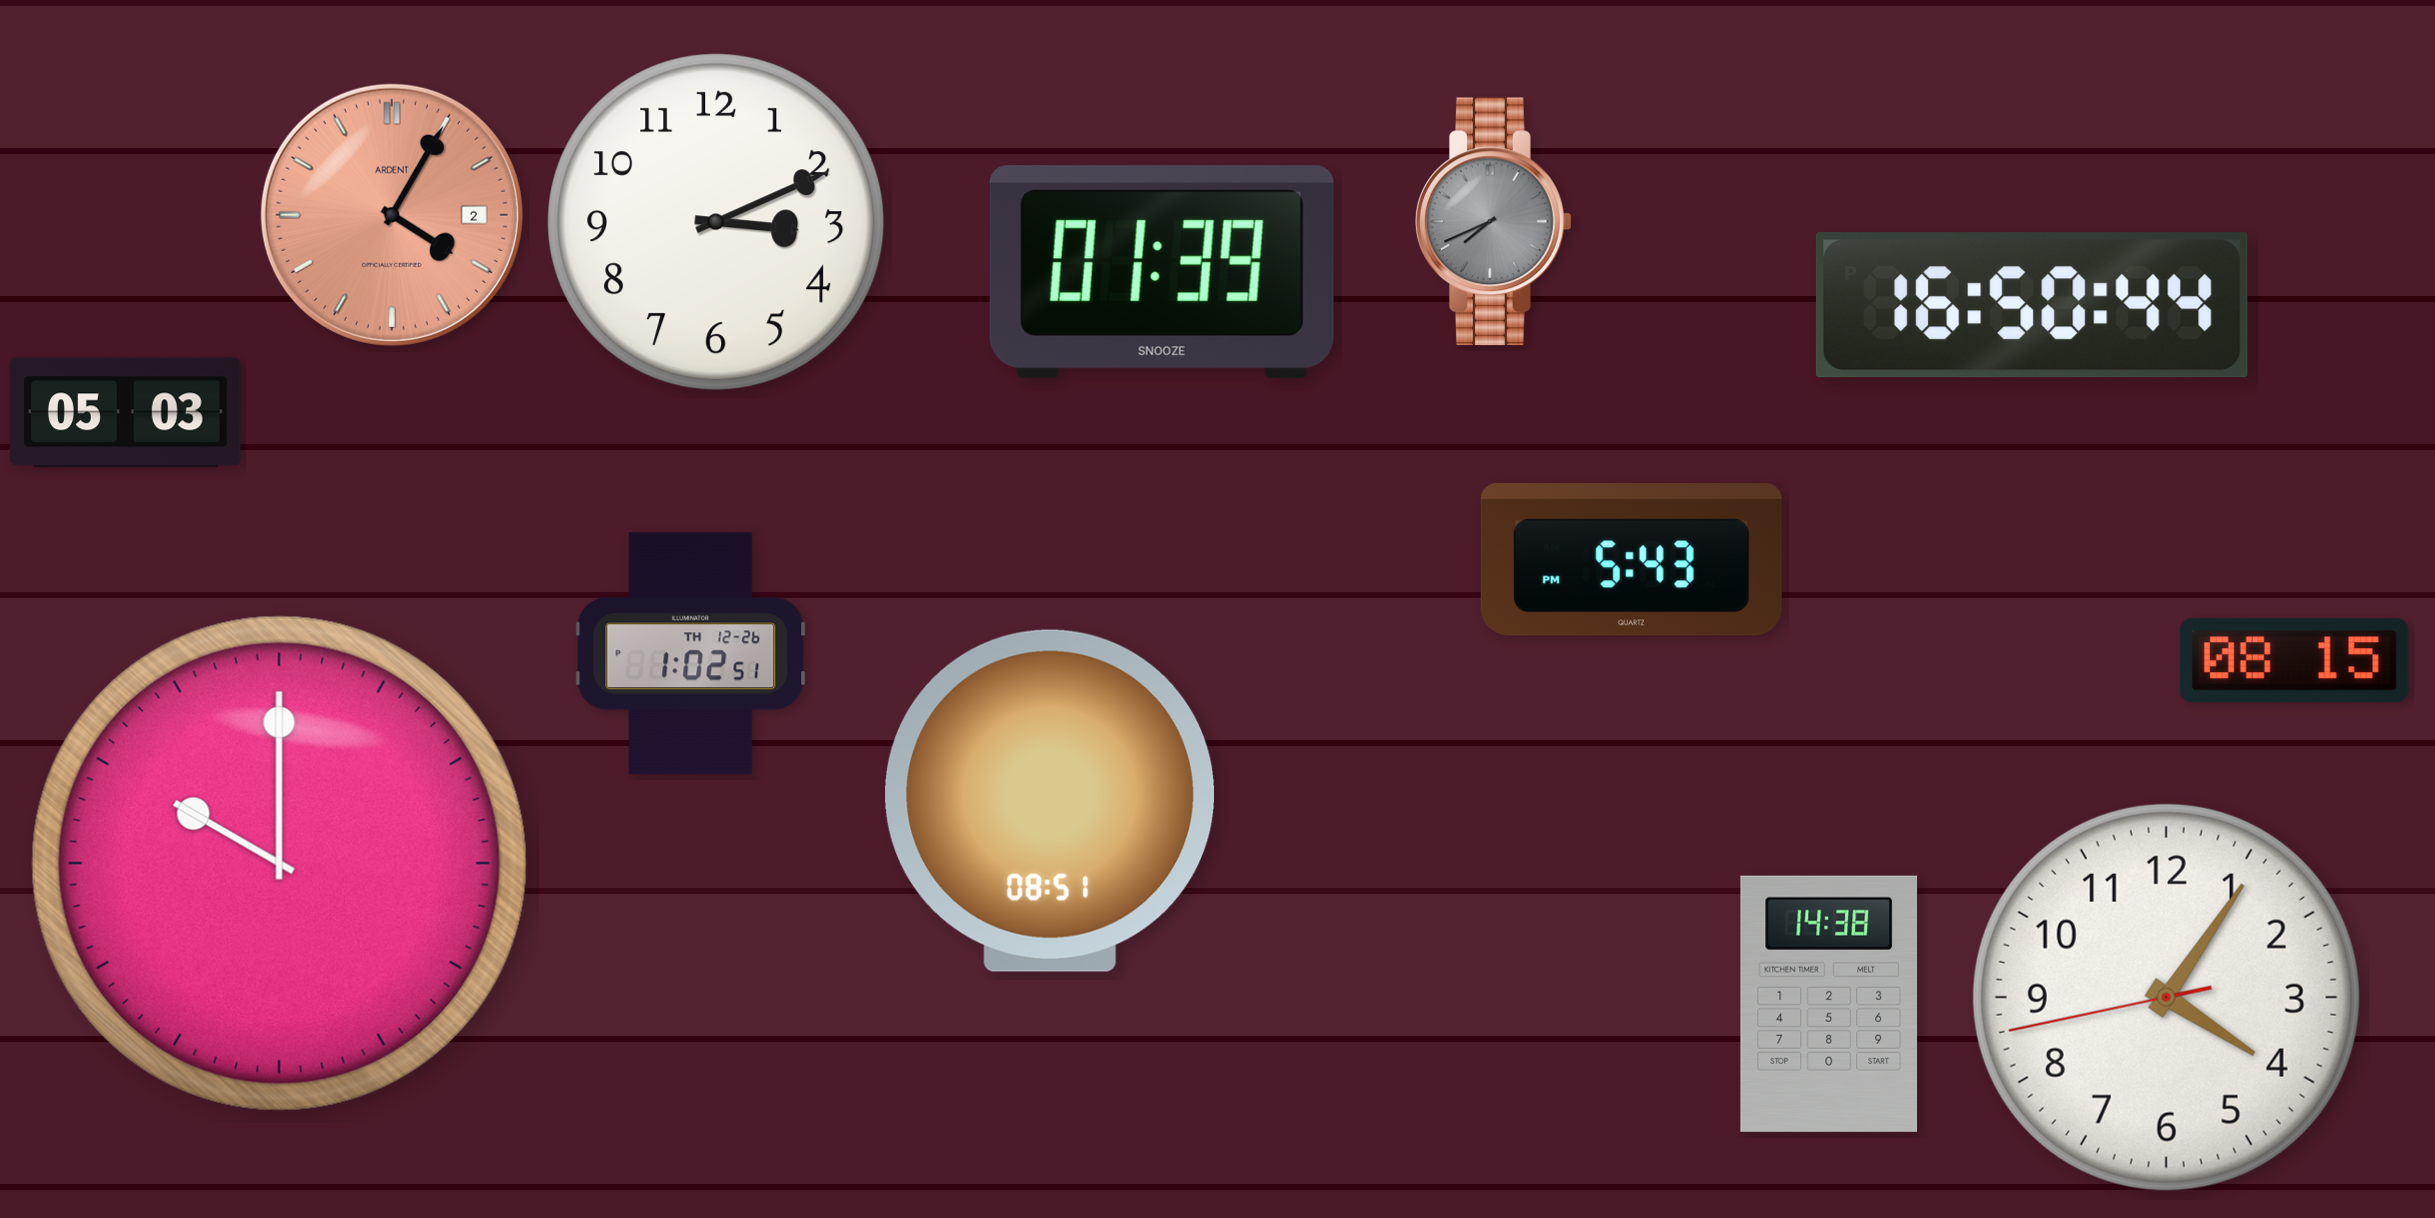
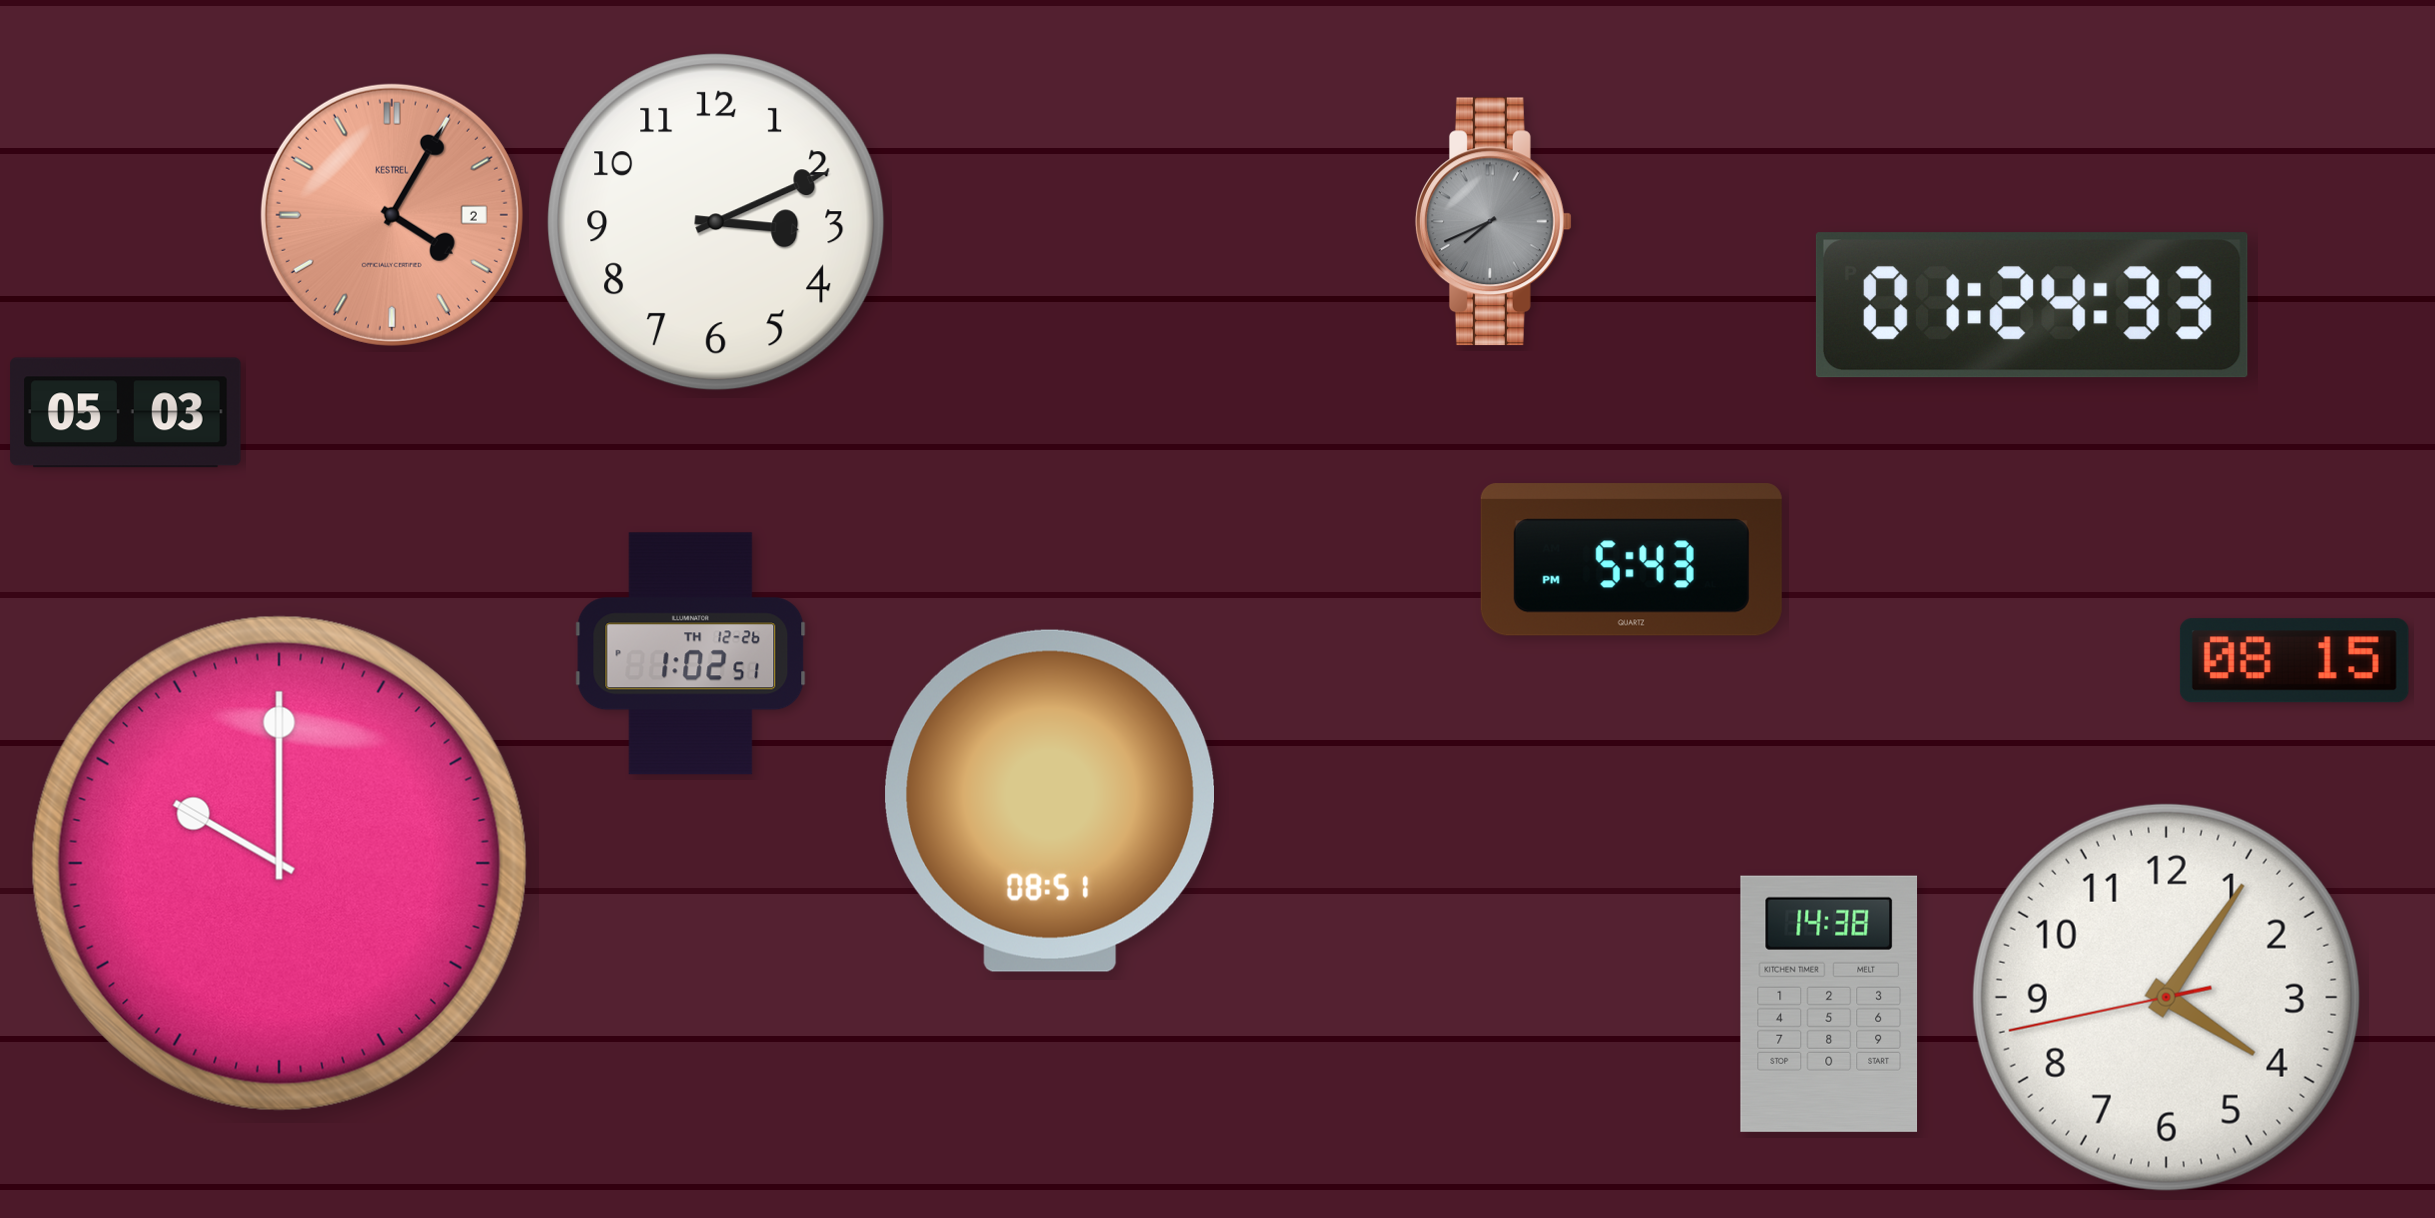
clock at (392, 215) brand: ARDENT -> KESTREL
clock at (1162, 271): 01:39 -> none
clock at (2032, 305): 16:50 -> 01:24
